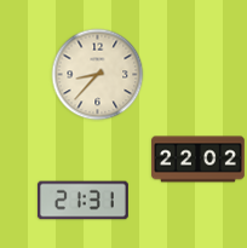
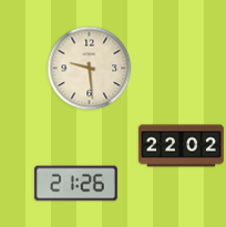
clock at (98, 75): 8:37 -> 9:29
clock at (82, 201): 21:31 -> 21:26
